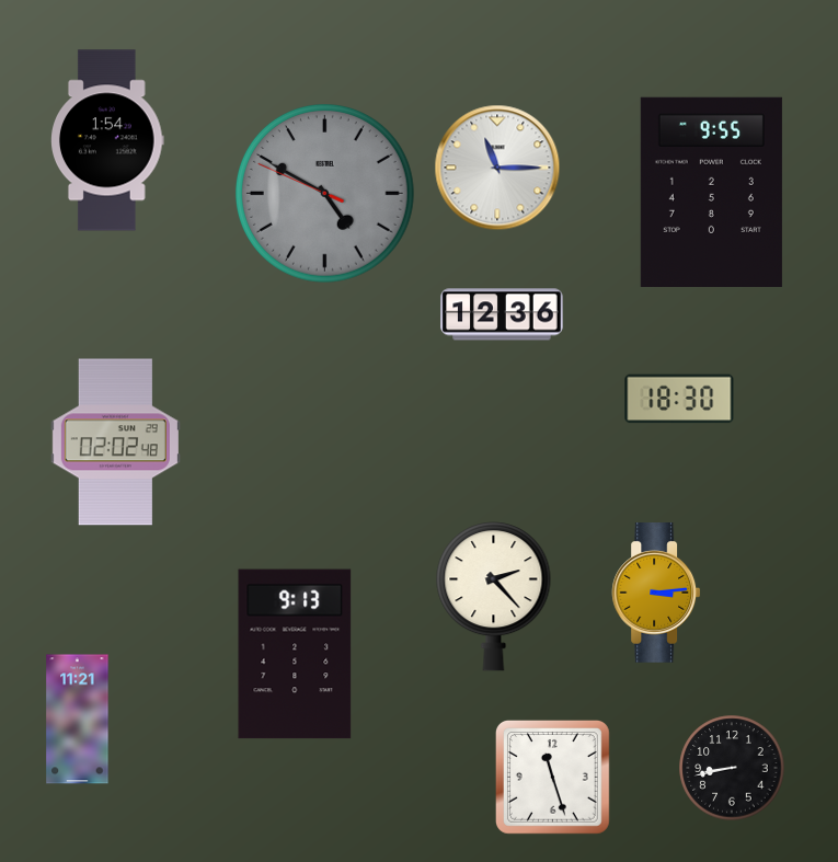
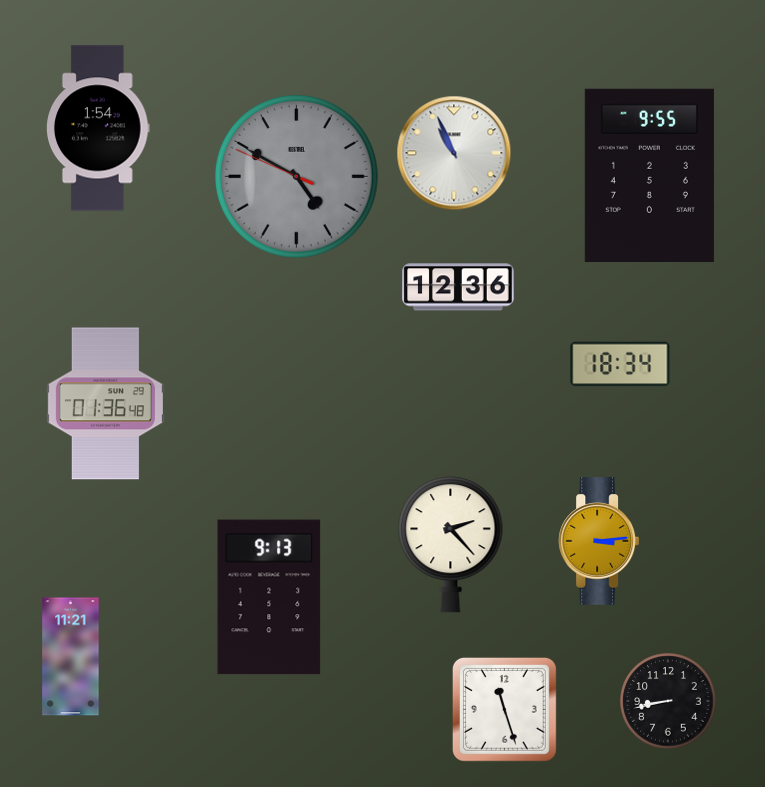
clock at (497, 168): 11:15 -> 10:56
clock at (679, 399): 18:30 -> 18:34
clock at (115, 443): 02:02 -> 01:36
